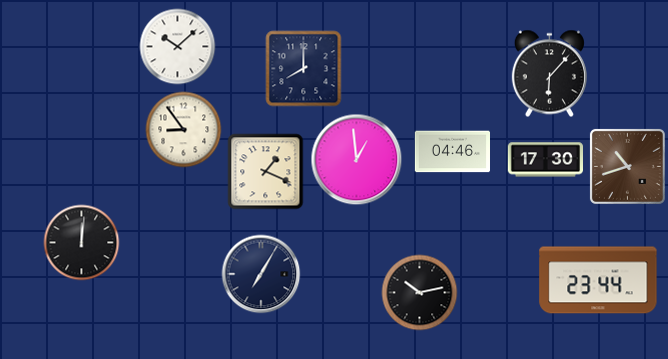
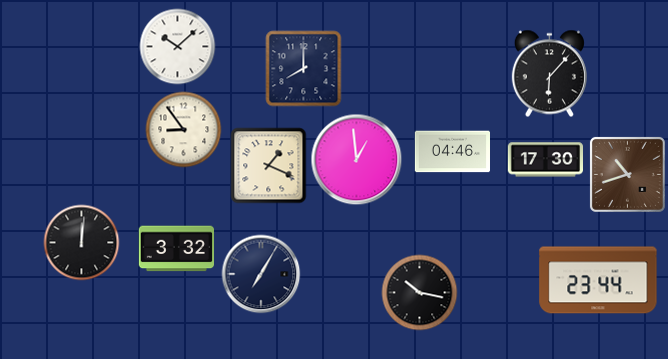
clock at (627, 166) position: (627, 166) -> (627, 174)
clock at (266, 172) position: (266, 172) -> (269, 166)
clock at (176, 249): none -> 3:32
clock at (420, 293): 10:13 -> 10:17
